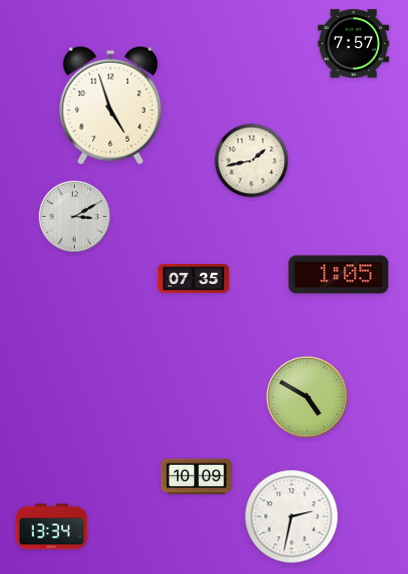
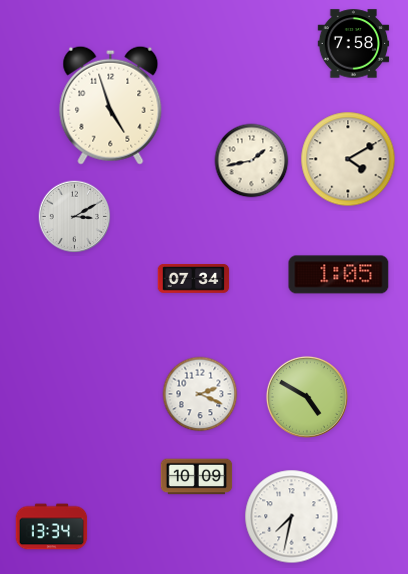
clock at (354, 44): 7:57 -> 7:58
clock at (348, 159): none -> 4:10
clock at (194, 279): 07:35 -> 07:34
clock at (200, 394): none -> 2:19
clock at (292, 517): 2:32 -> 7:32
